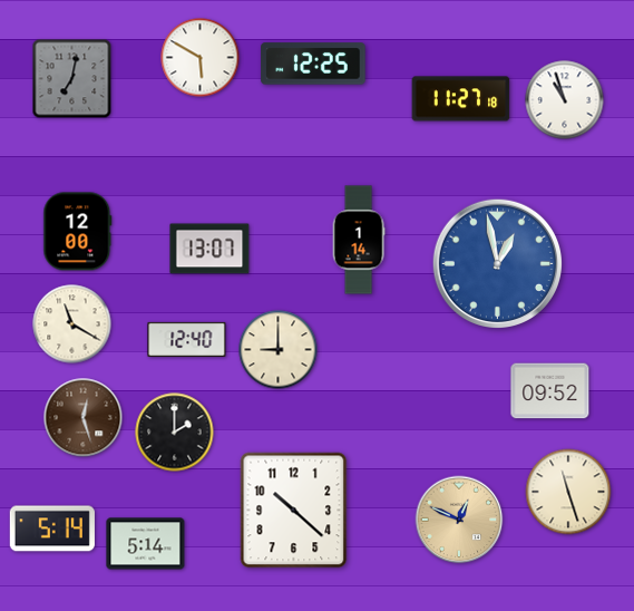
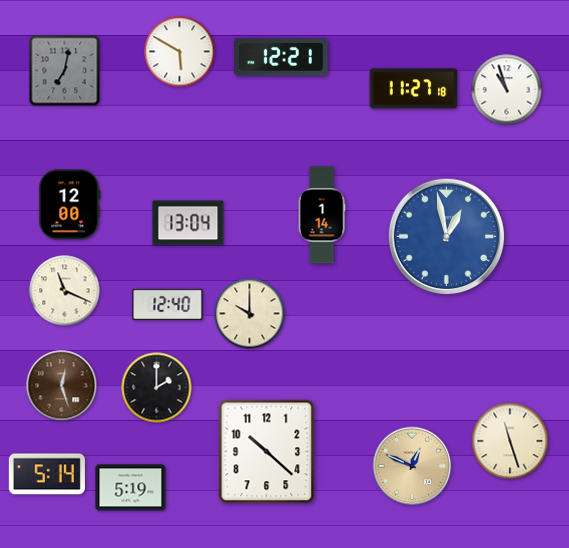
clock at (313, 64): 12:25 -> 12:21
clock at (78, 232) position: (78, 232) -> (70, 205)
clock at (209, 249): 13:07 -> 13:04
clock at (72, 324): 11:20 -> 11:19
clock at (279, 350): 9:00 -> 10:00
clock at (550, 391): 09:52 -> none
clock at (84, 418) position: (84, 418) -> (62, 386)
clock at (294, 511) position: (294, 511) -> (267, 452)
clock at (146, 544): 5:14 -> 5:19
